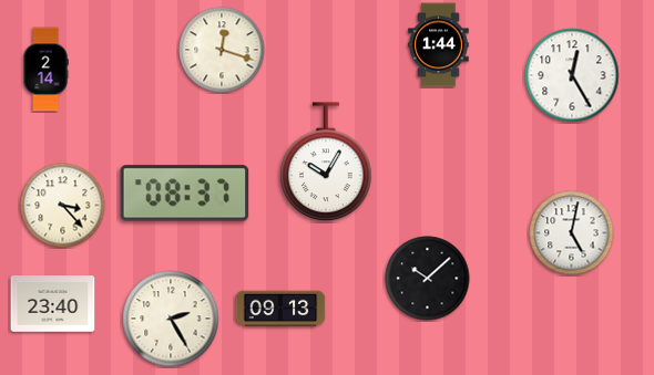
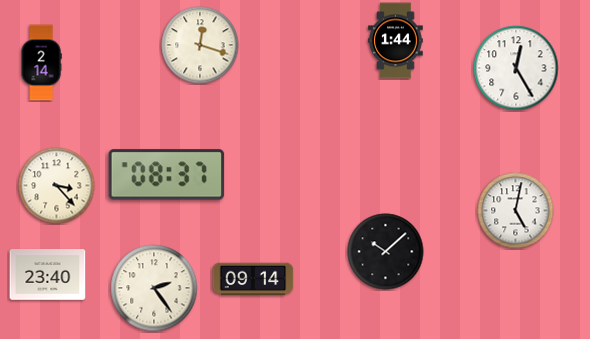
clock at (326, 163): 10:05 -> none
clock at (280, 309): 09:13 -> 09:14
clock at (171, 319): 2:25 -> 2:24
